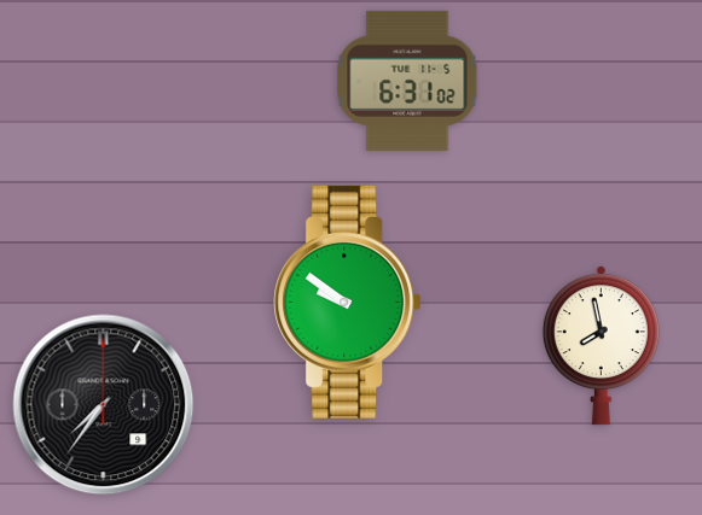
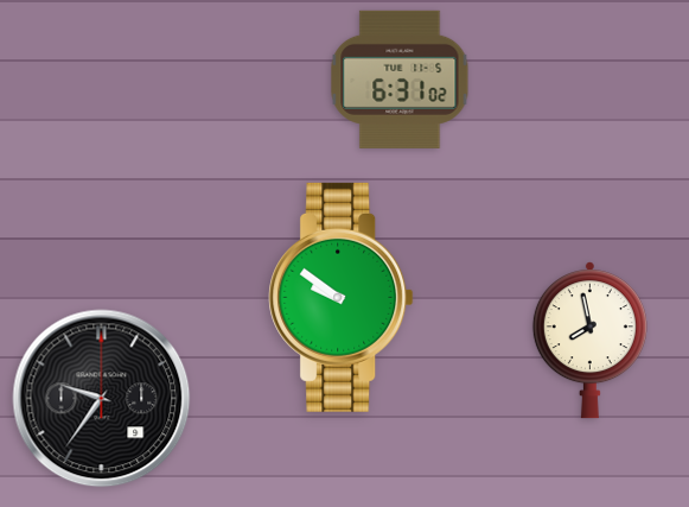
clock at (104, 405): 7:36 -> 9:36
